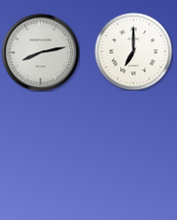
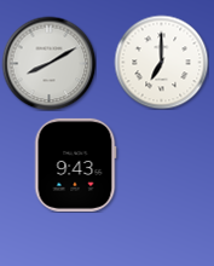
clock at (40, 52): 8:13 -> 8:10
clock at (75, 164): none -> 9:43
